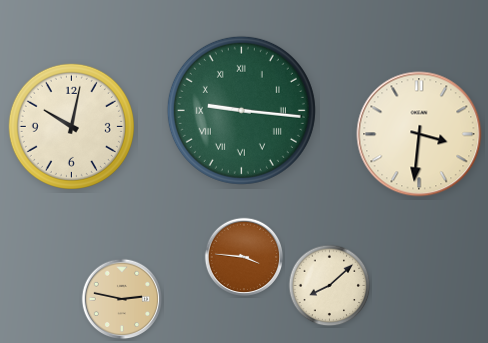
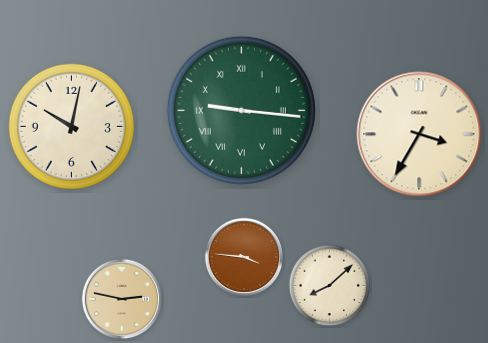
clock at (419, 134): 3:31 -> 3:35
